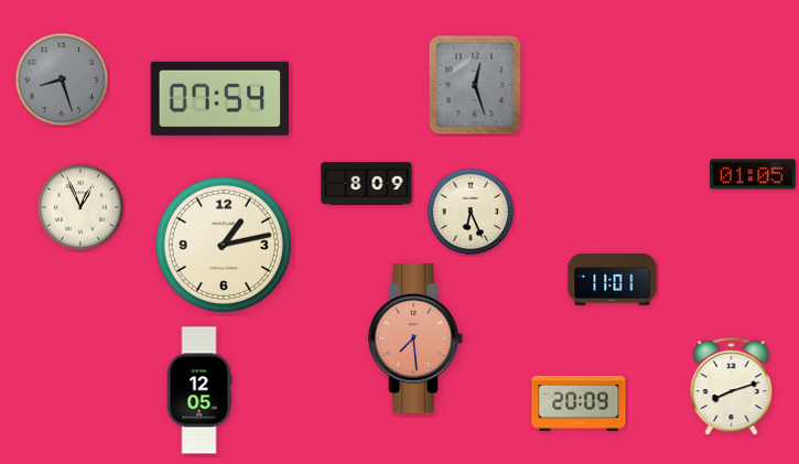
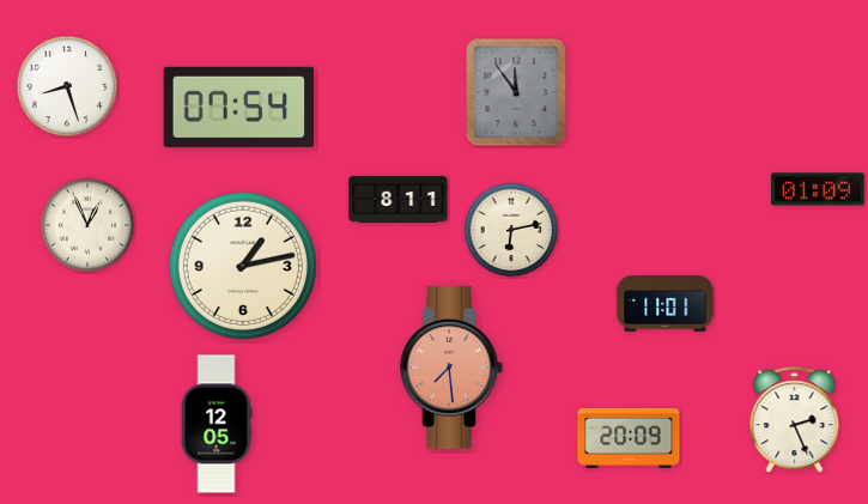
clock at (62, 79) dial: grey -> white
clock at (475, 85): 12:27 -> 11:54
clock at (753, 174): 01:05 -> 01:09
clock at (367, 183): 8:09 -> 8:11
clock at (471, 212): 6:26 -> 6:13
clock at (732, 387): 8:12 -> 2:26
